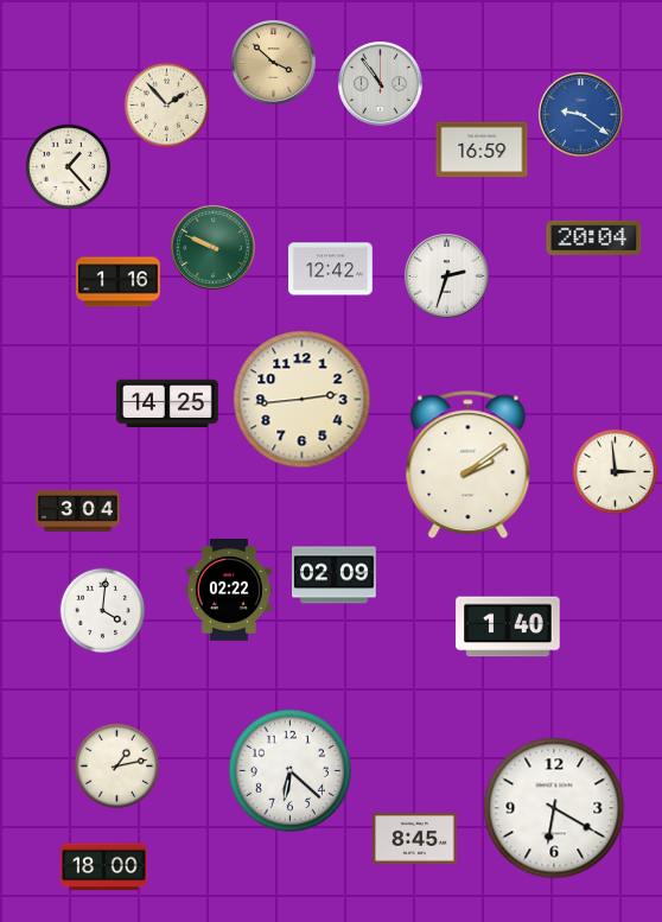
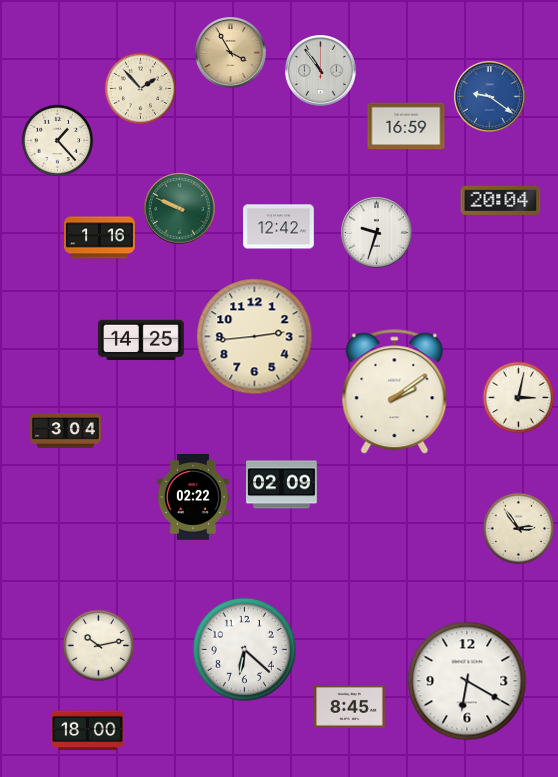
clock at (274, 63): 3:52 -> 3:55
clock at (447, 276): 2:33 -> 9:33
clock at (616, 472): 2:59 -> 3:02
clock at (103, 611): 4:01 -> none
clock at (508, 627): 1:40 -> none
clock at (519, 529): none -> 2:54
clock at (117, 767): 1:13 -> 10:13
